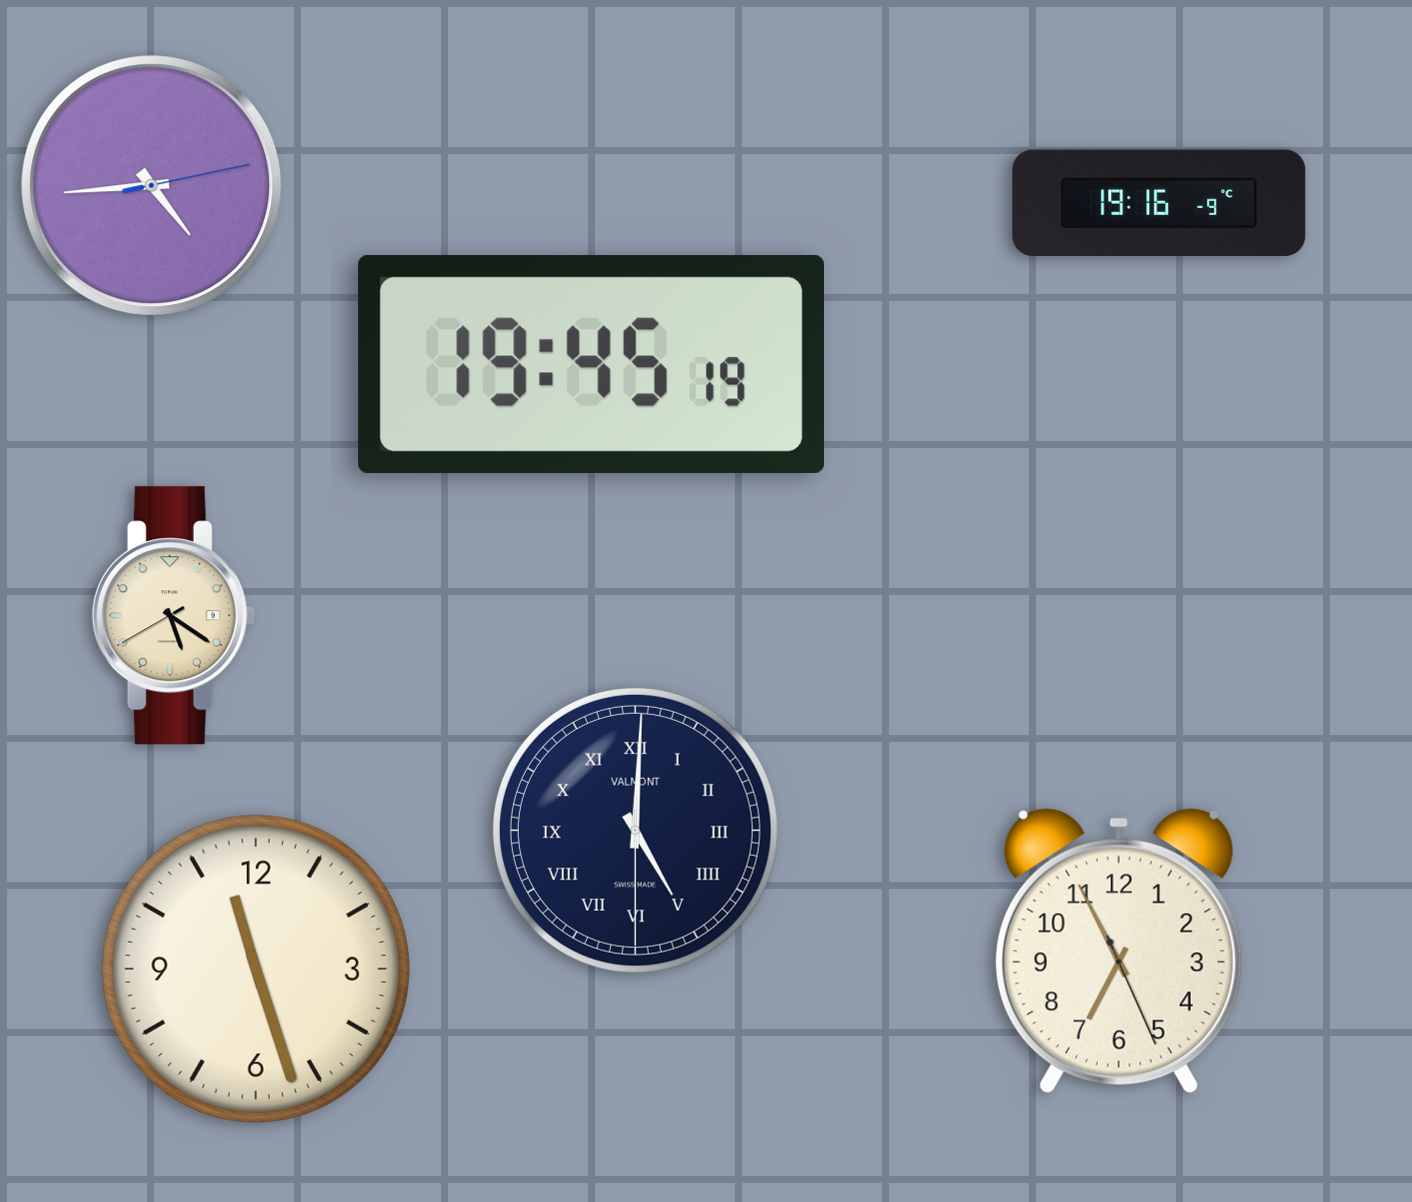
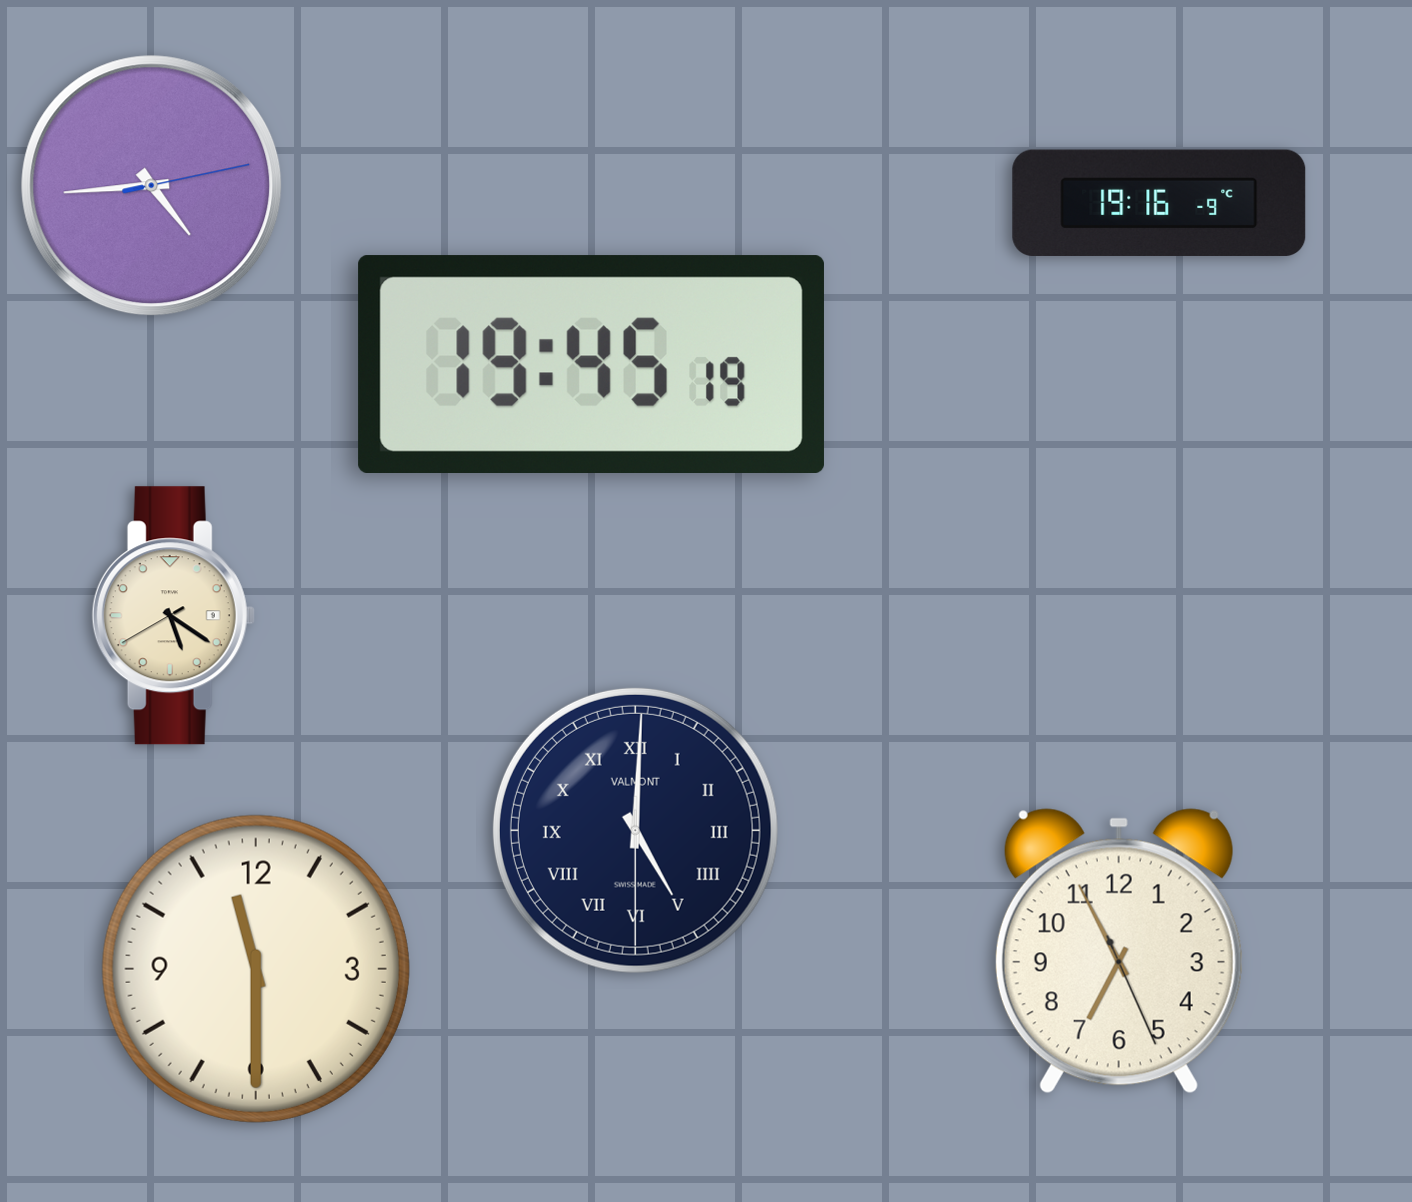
clock at (256, 969): 11:27 -> 11:30
